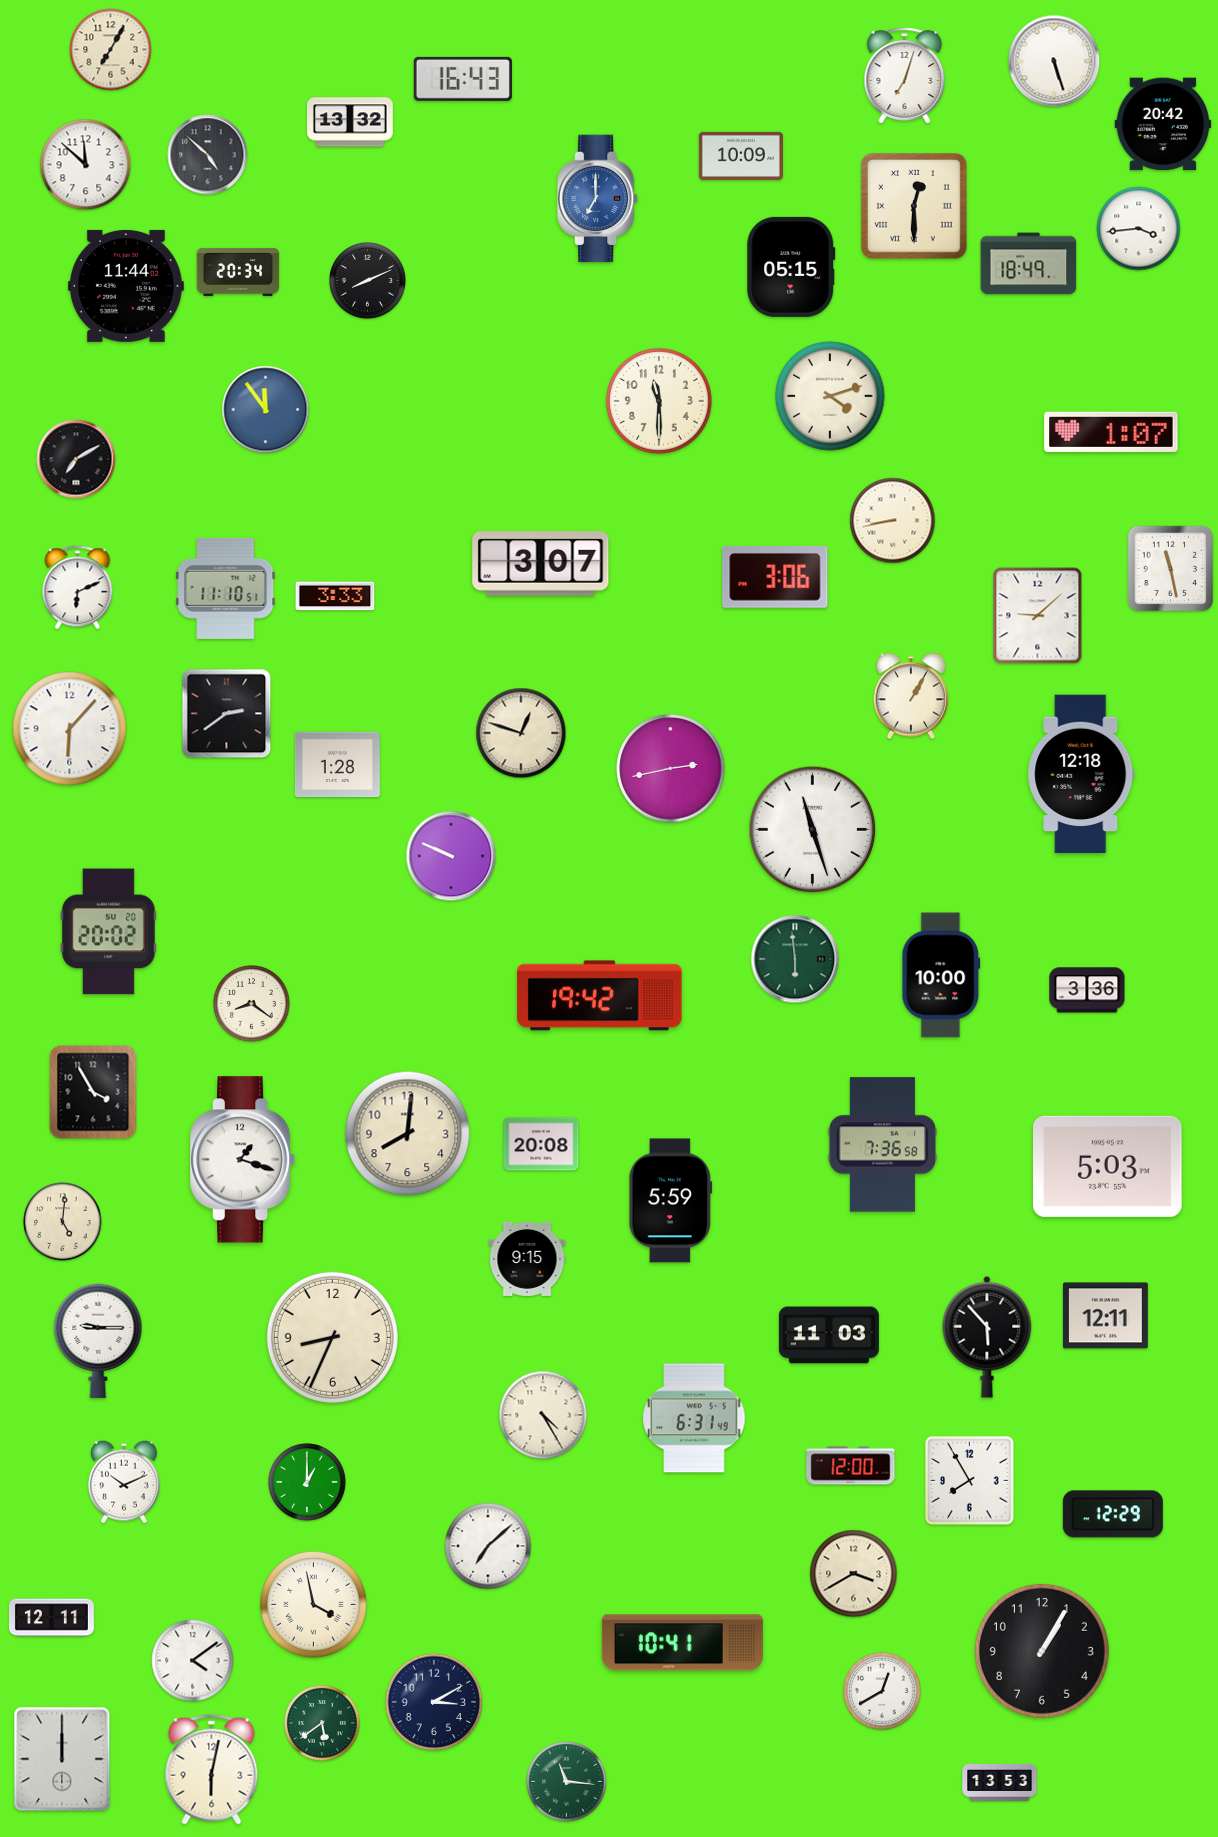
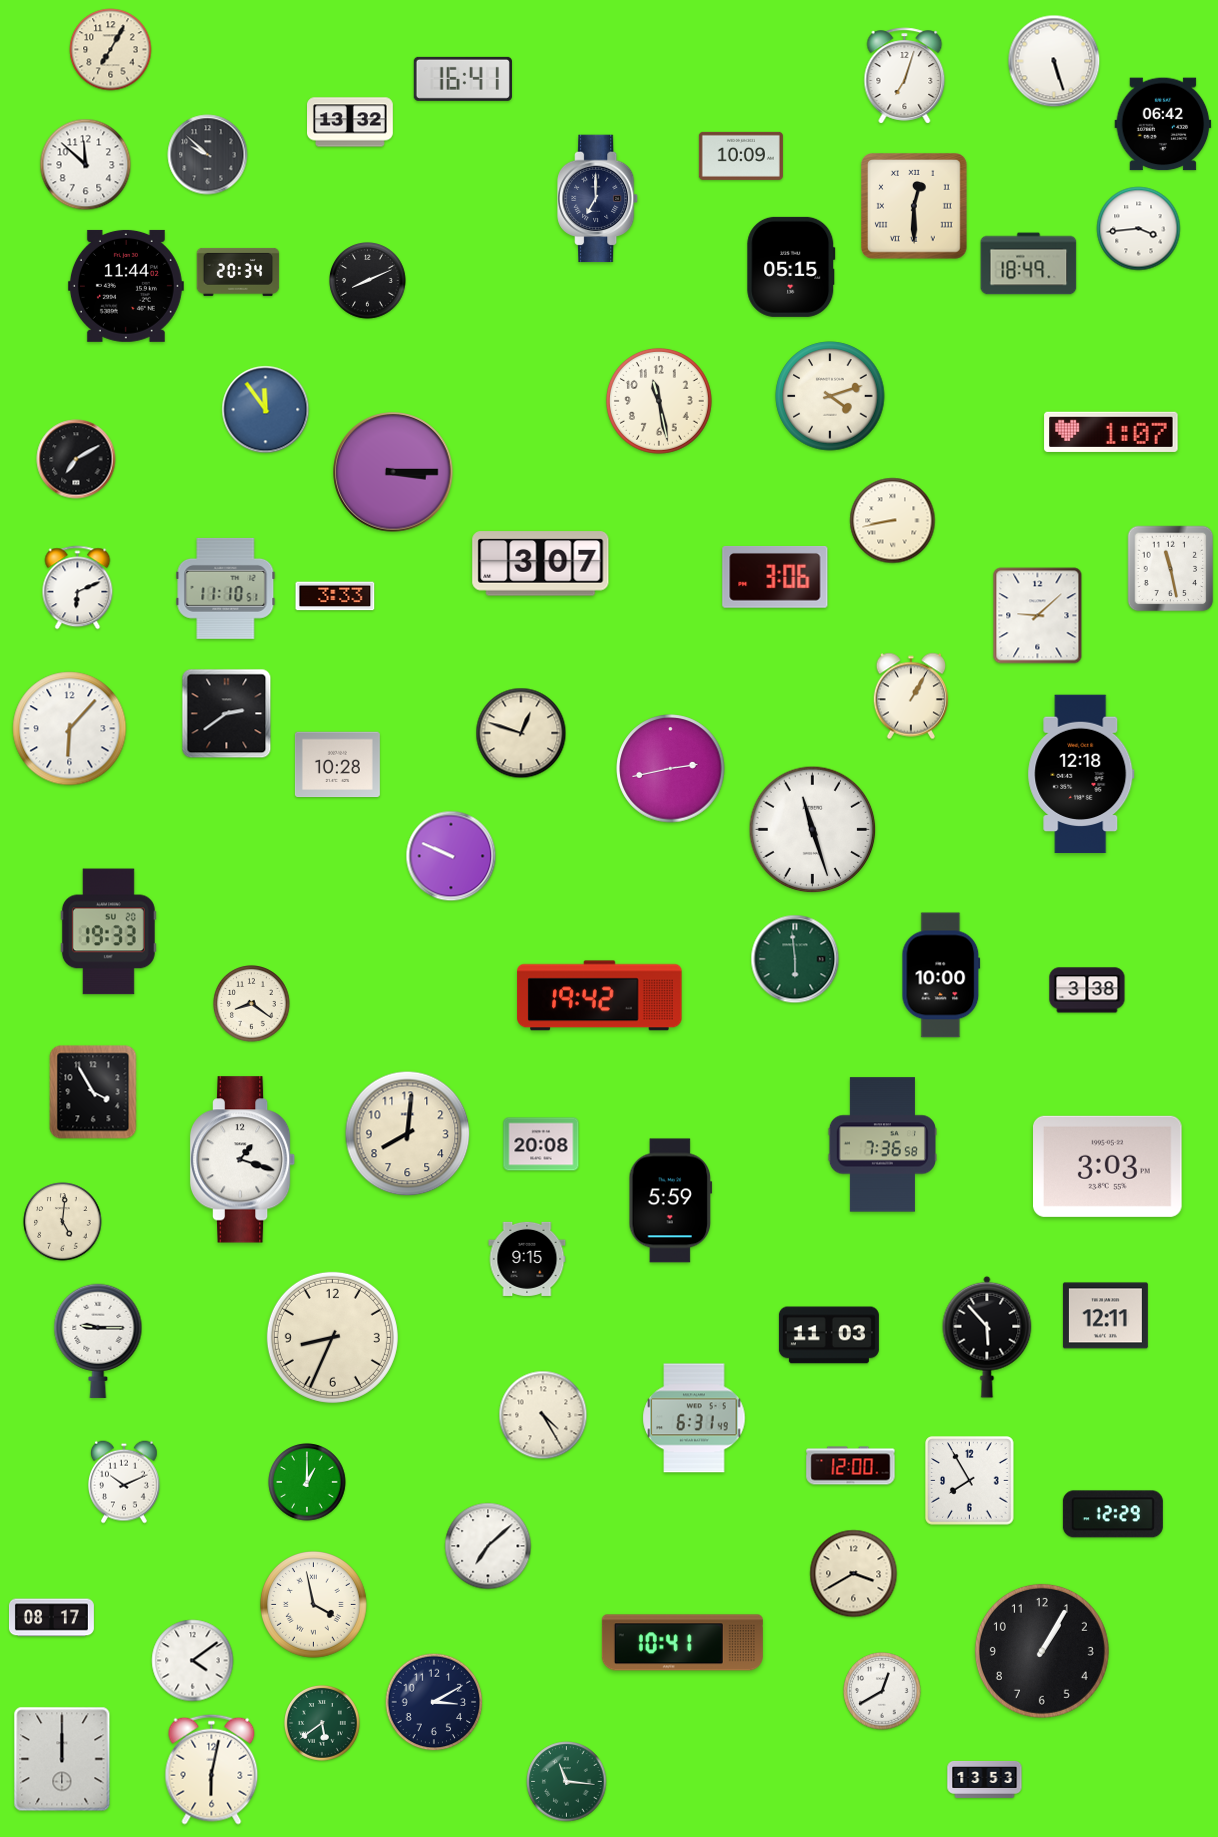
clock at (463, 79): 16:43 -> 16:41
clock at (1163, 124): 20:42 -> 06:42
clock at (208, 155): 4:52 -> 9:52
clock at (598, 199) dial: blue -> navy
clock at (659, 401): 11:30 -> 11:28
clock at (393, 472): none -> 3:15
clock at (337, 765): 1:28 -> 10:28
clock at (108, 932): 20:02 -> 19:33
clock at (1087, 990): 3:36 -> 3:38
clock at (1108, 1166): 5:03 -> 3:03
clock at (51, 1618): 12:11 -> 08:17
clock at (1000, 1783) position: (1000, 1783) -> (985, 1780)
